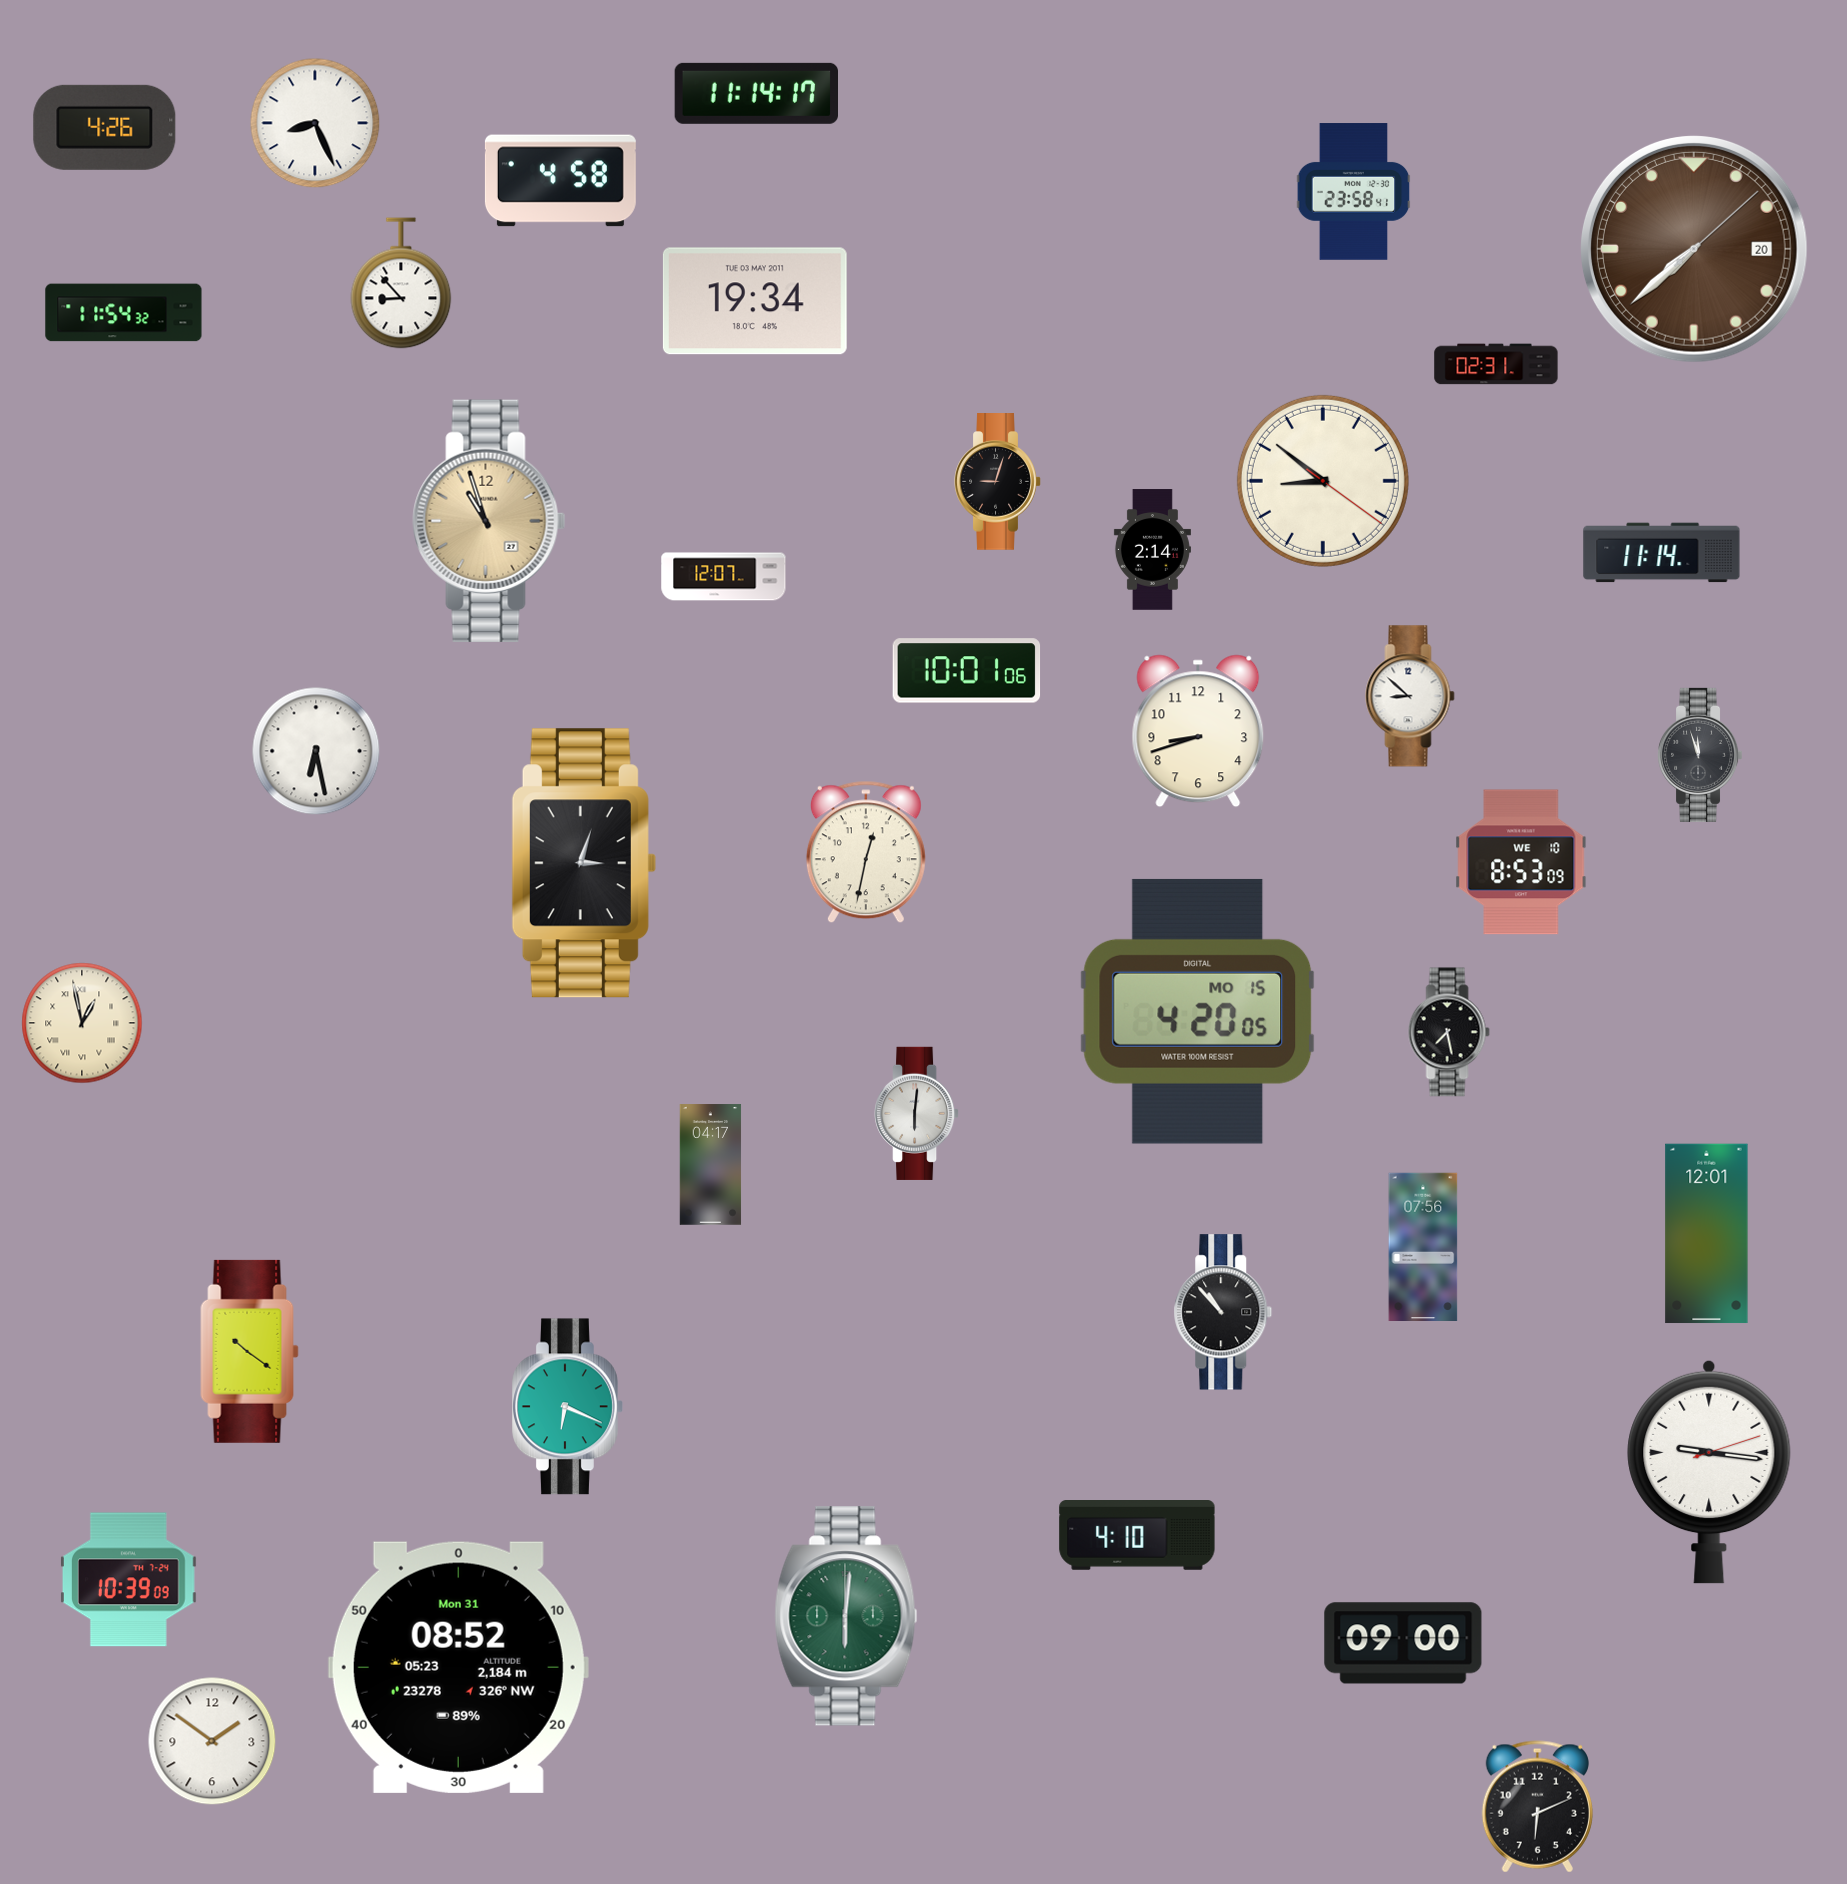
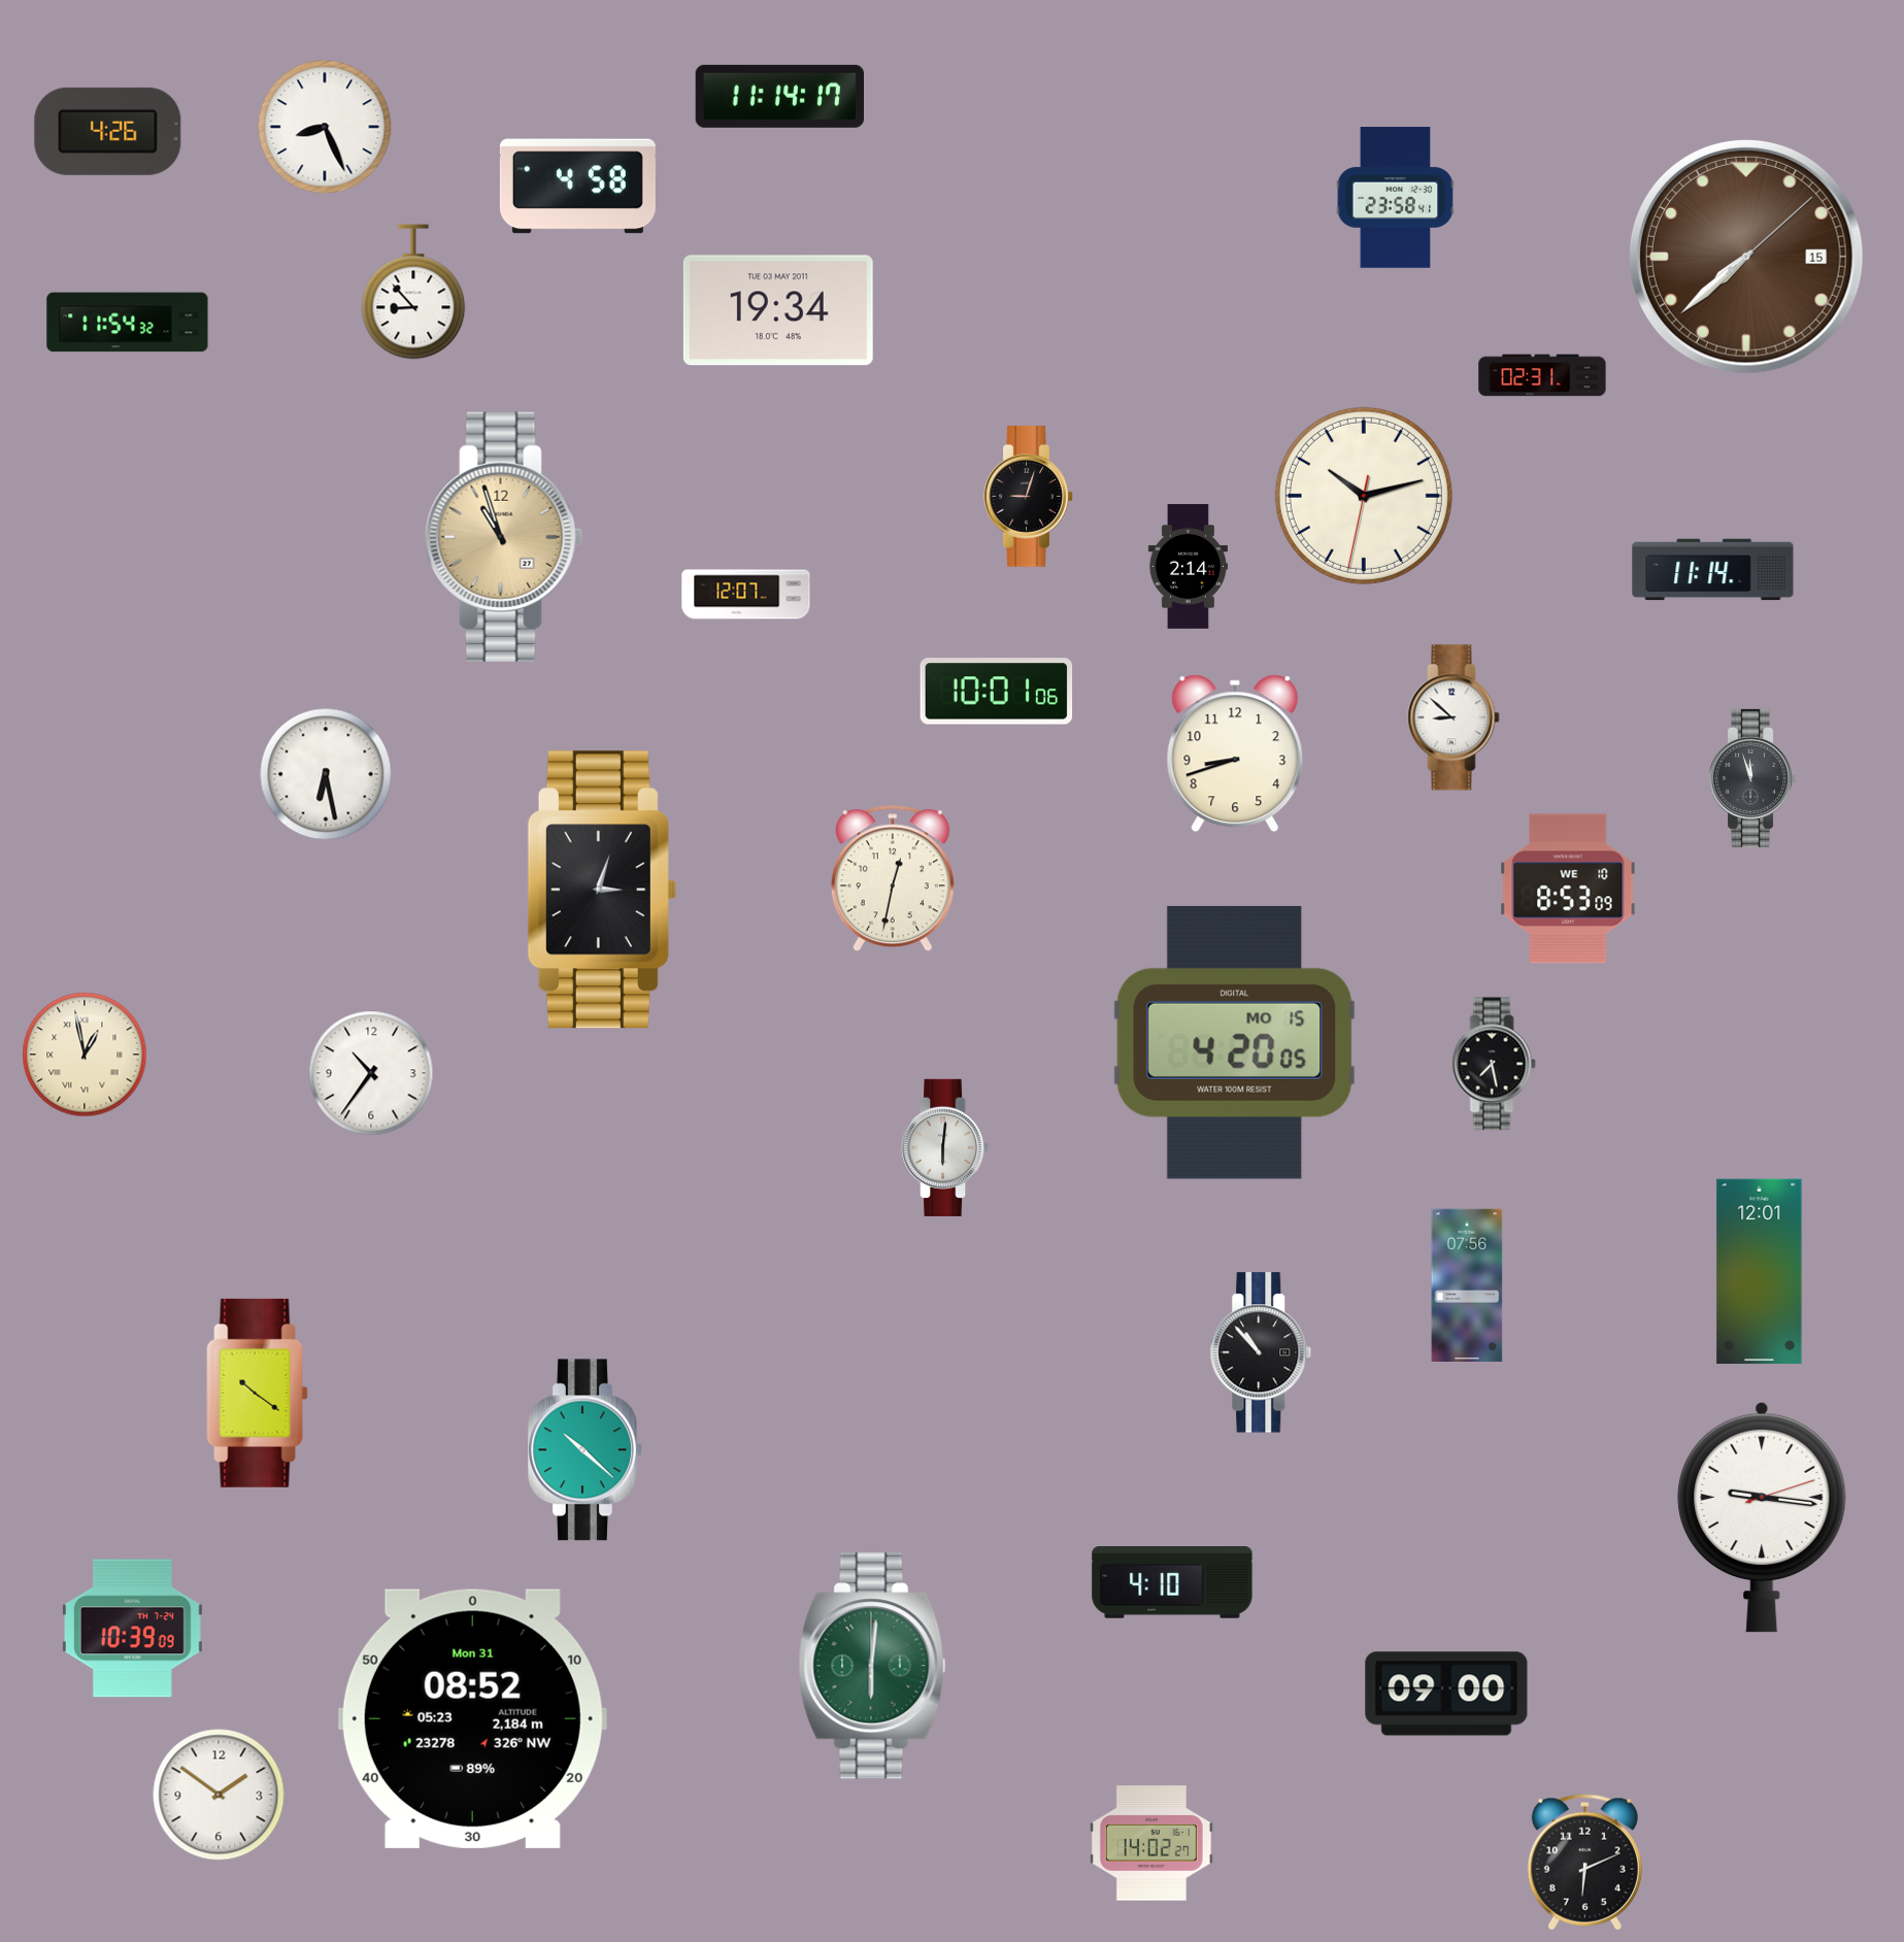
clock at (1694, 249) date: 20 -> 15
clock at (1323, 481): 8:51 -> 10:12
clock at (371, 1073): none -> 10:36
clock at (711, 1165): 04:17 -> none
clock at (568, 1407): 6:19 -> 10:22
clock at (1151, 1844): none -> 14:02
